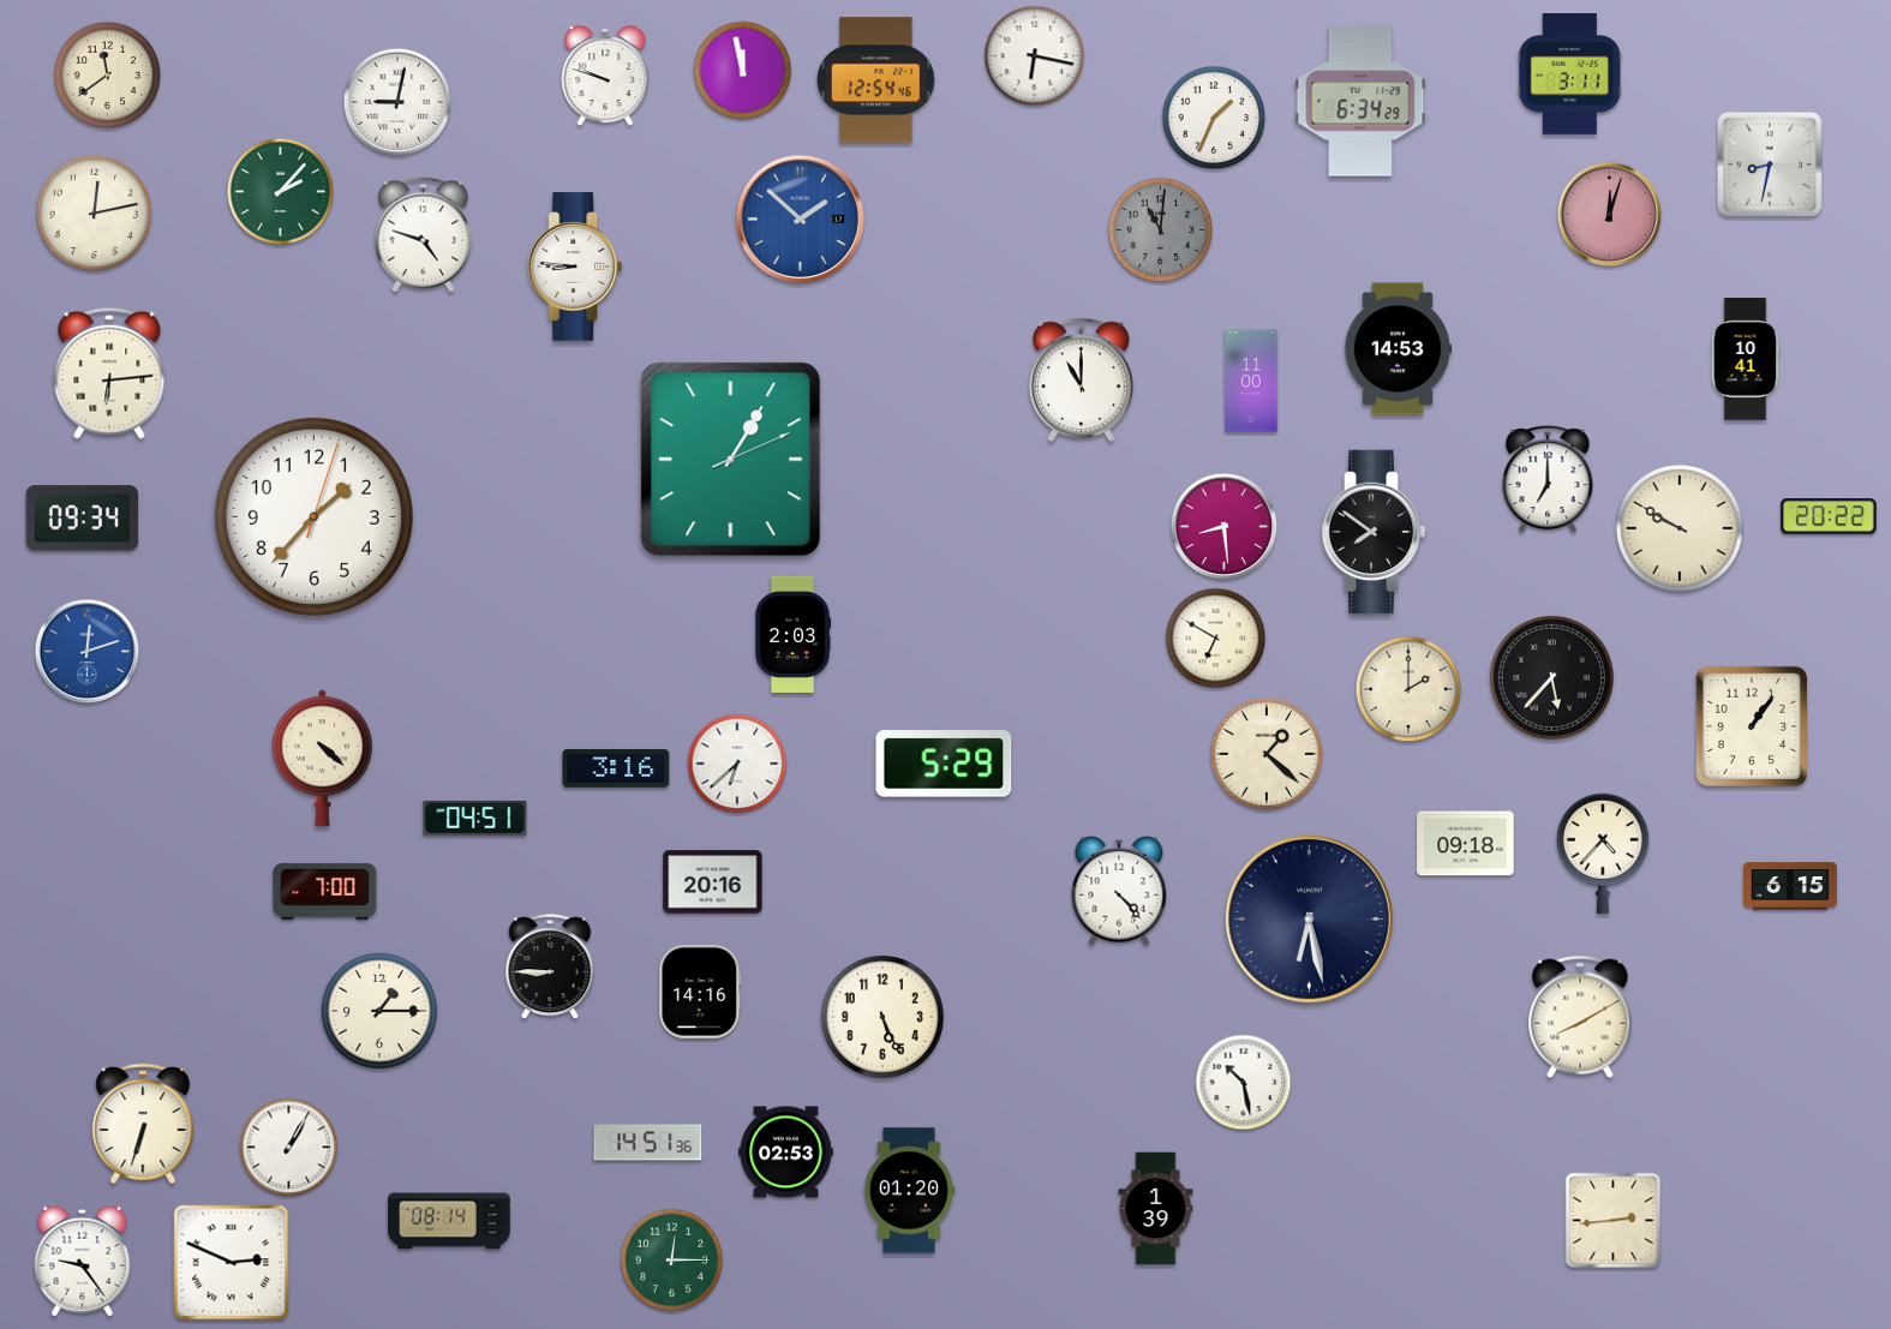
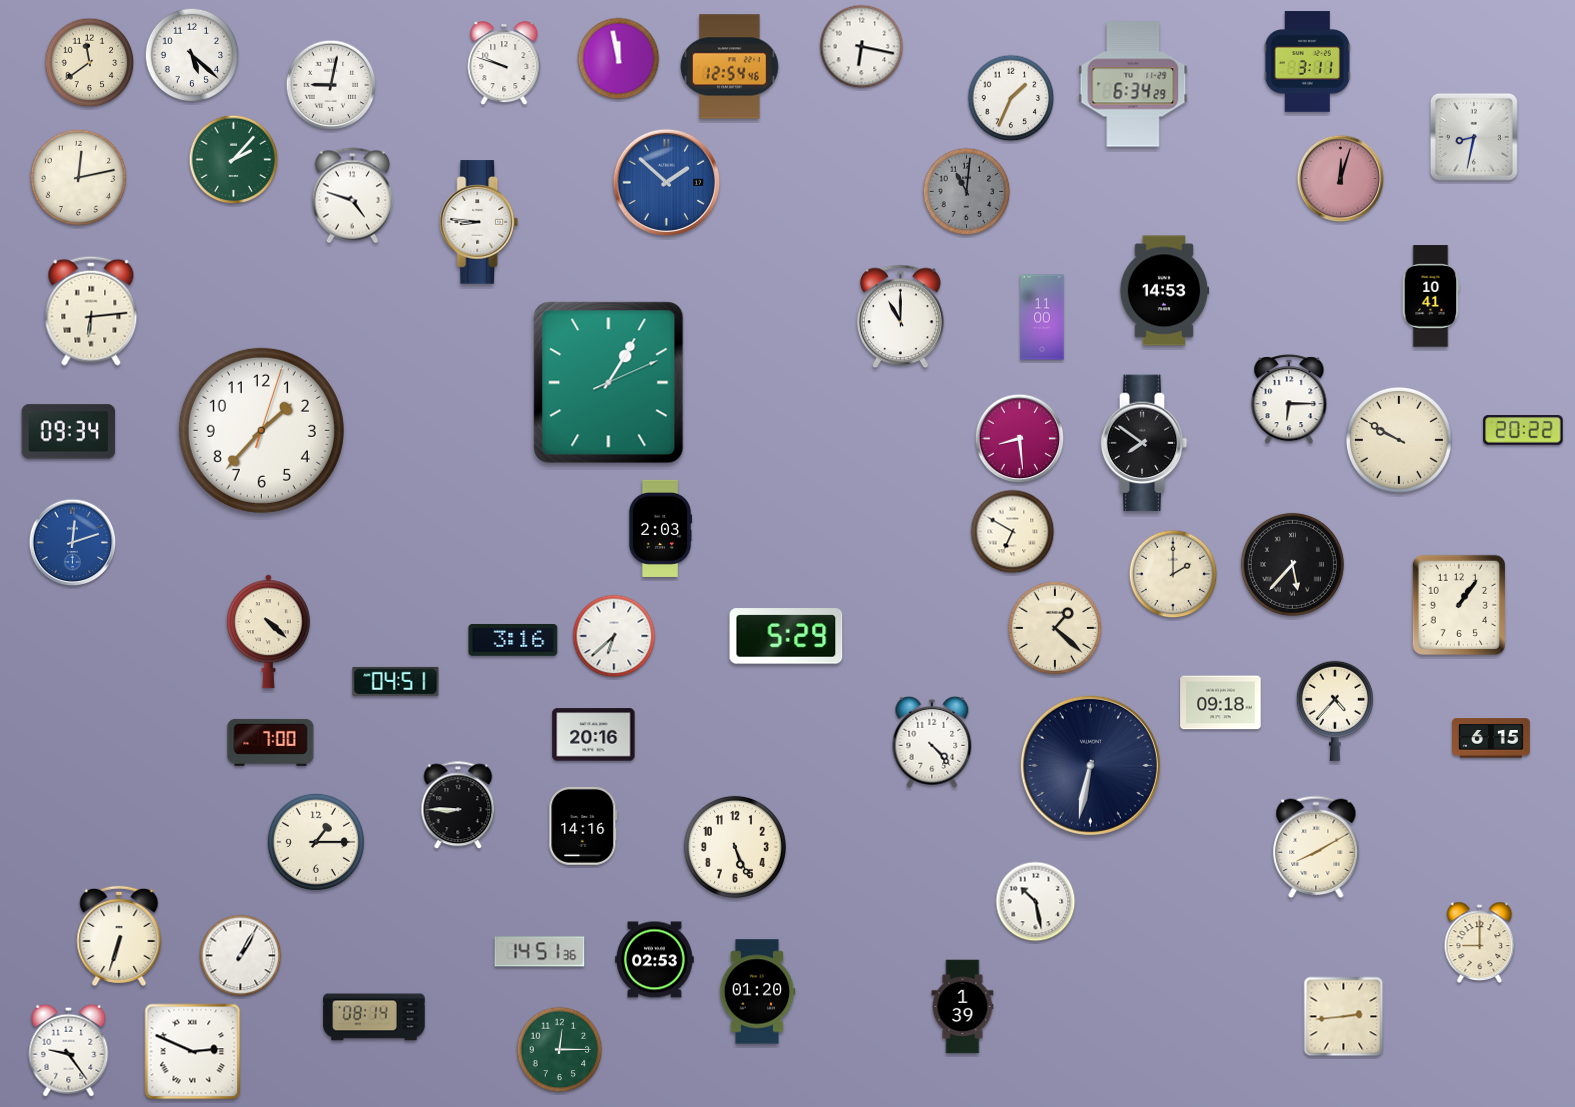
clock at (192, 55): none -> 5:22
clock at (1746, 359) position: (1746, 359) -> (1431, 296)
clock at (1548, 480): 7:00 -> 6:15
clock at (1309, 918): 6:28 -> 6:32
clock at (1480, 942): none -> 9:00
